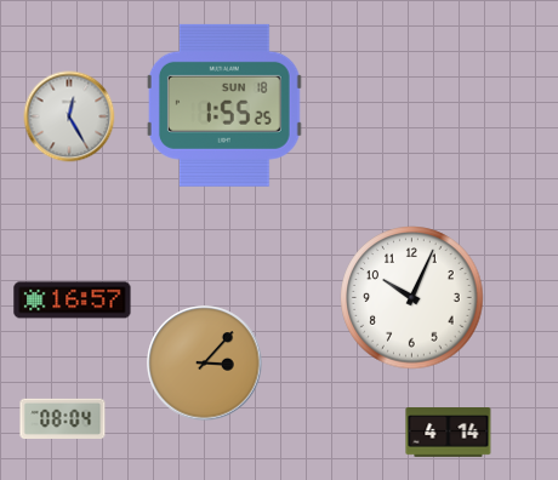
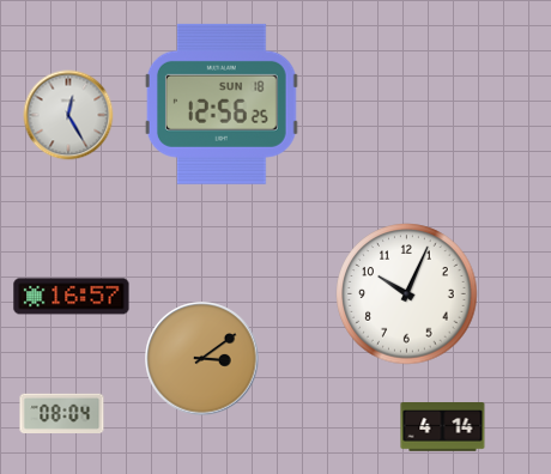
clock at (224, 105): 1:55 -> 12:56
clock at (205, 364): 3:07 -> 3:09
